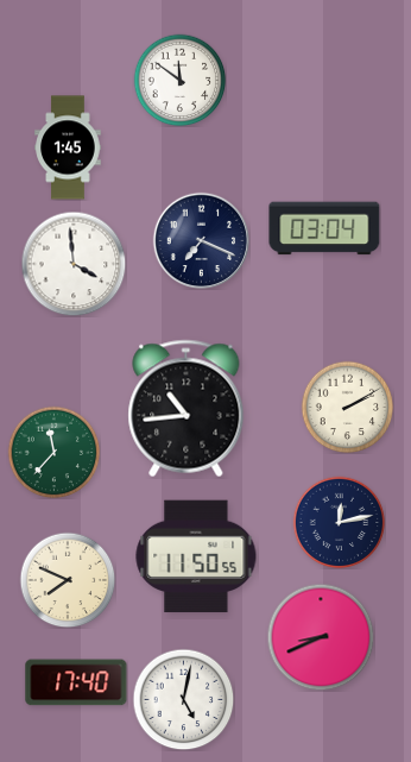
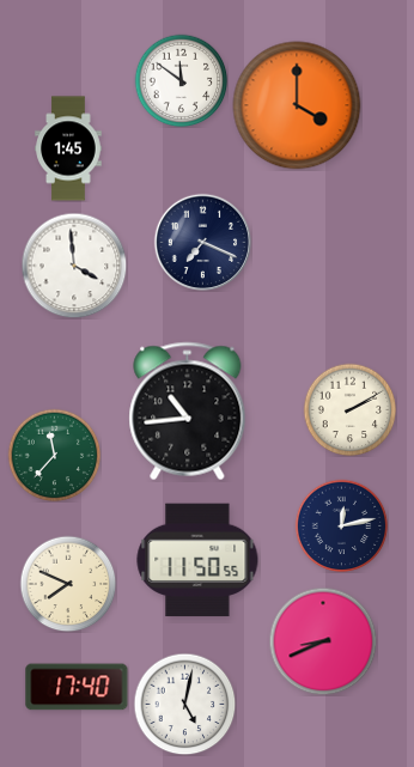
clock at (297, 105): none -> 4:00
clock at (324, 228): 03:04 -> none
